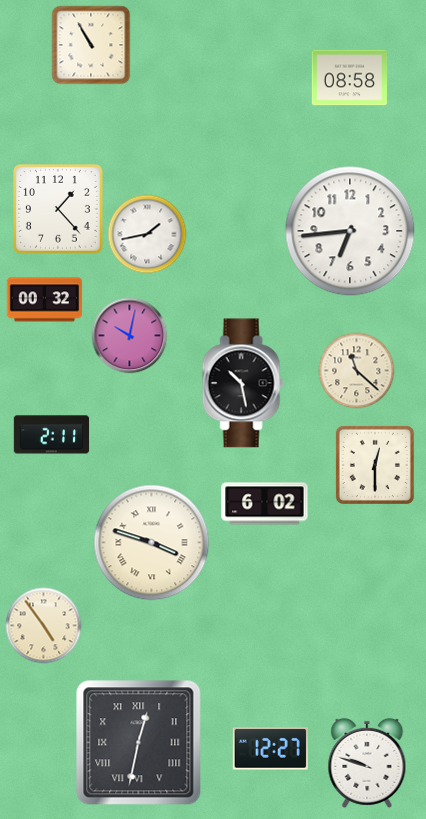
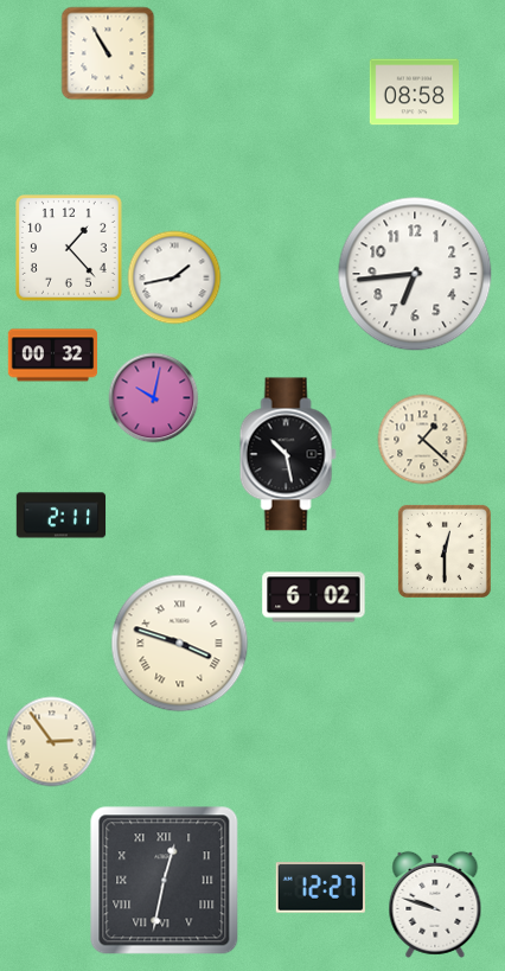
clock at (357, 371): 11:22 -> 1:22
clock at (44, 626): 4:54 -> 2:54
